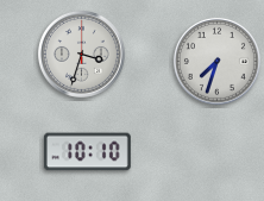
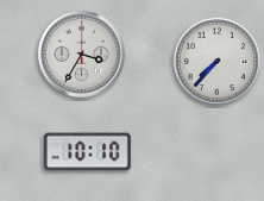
clock at (81, 54): 3:33 -> 3:35
clock at (216, 61): 7:33 -> 7:37
